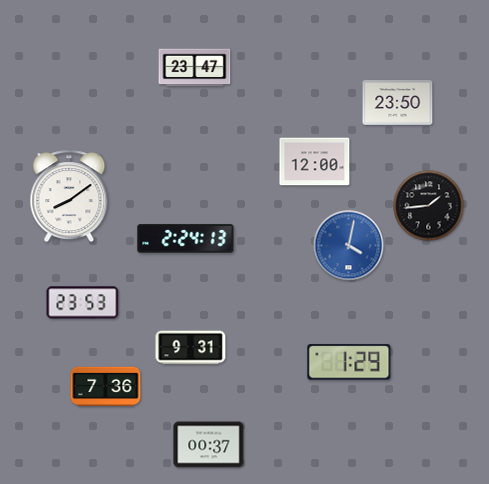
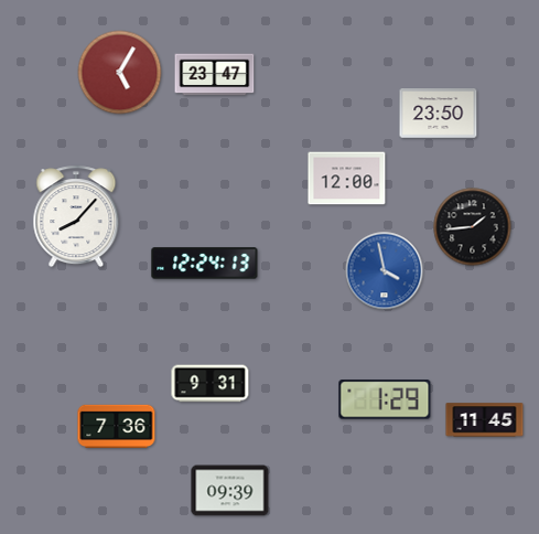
clock at (120, 73): none -> 5:05
clock at (69, 196): 8:09 -> 8:07
clock at (186, 239): 2:24 -> 12:24
clock at (349, 246): 4:02 -> 3:58
clock at (83, 303): 23:53 -> none
clock at (485, 420): none -> 11:45
clock at (209, 445): 00:37 -> 09:39
